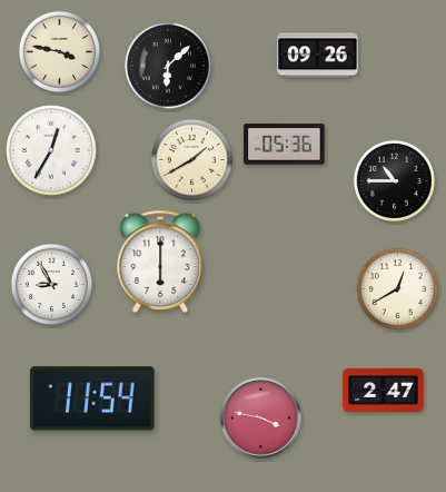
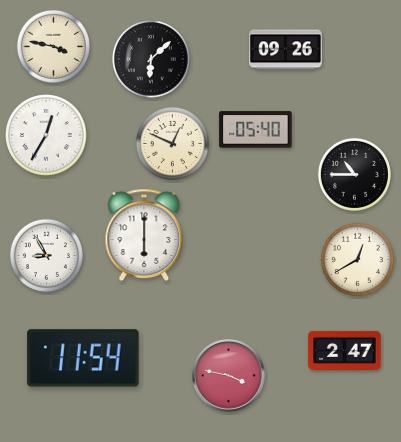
clock at (285, 145): 05:36 -> 05:40
clock at (191, 159): 1:40 -> 12:49
clock at (394, 180) position: (394, 180) -> (354, 174)
clock at (261, 419) position: (261, 419) -> (229, 376)
